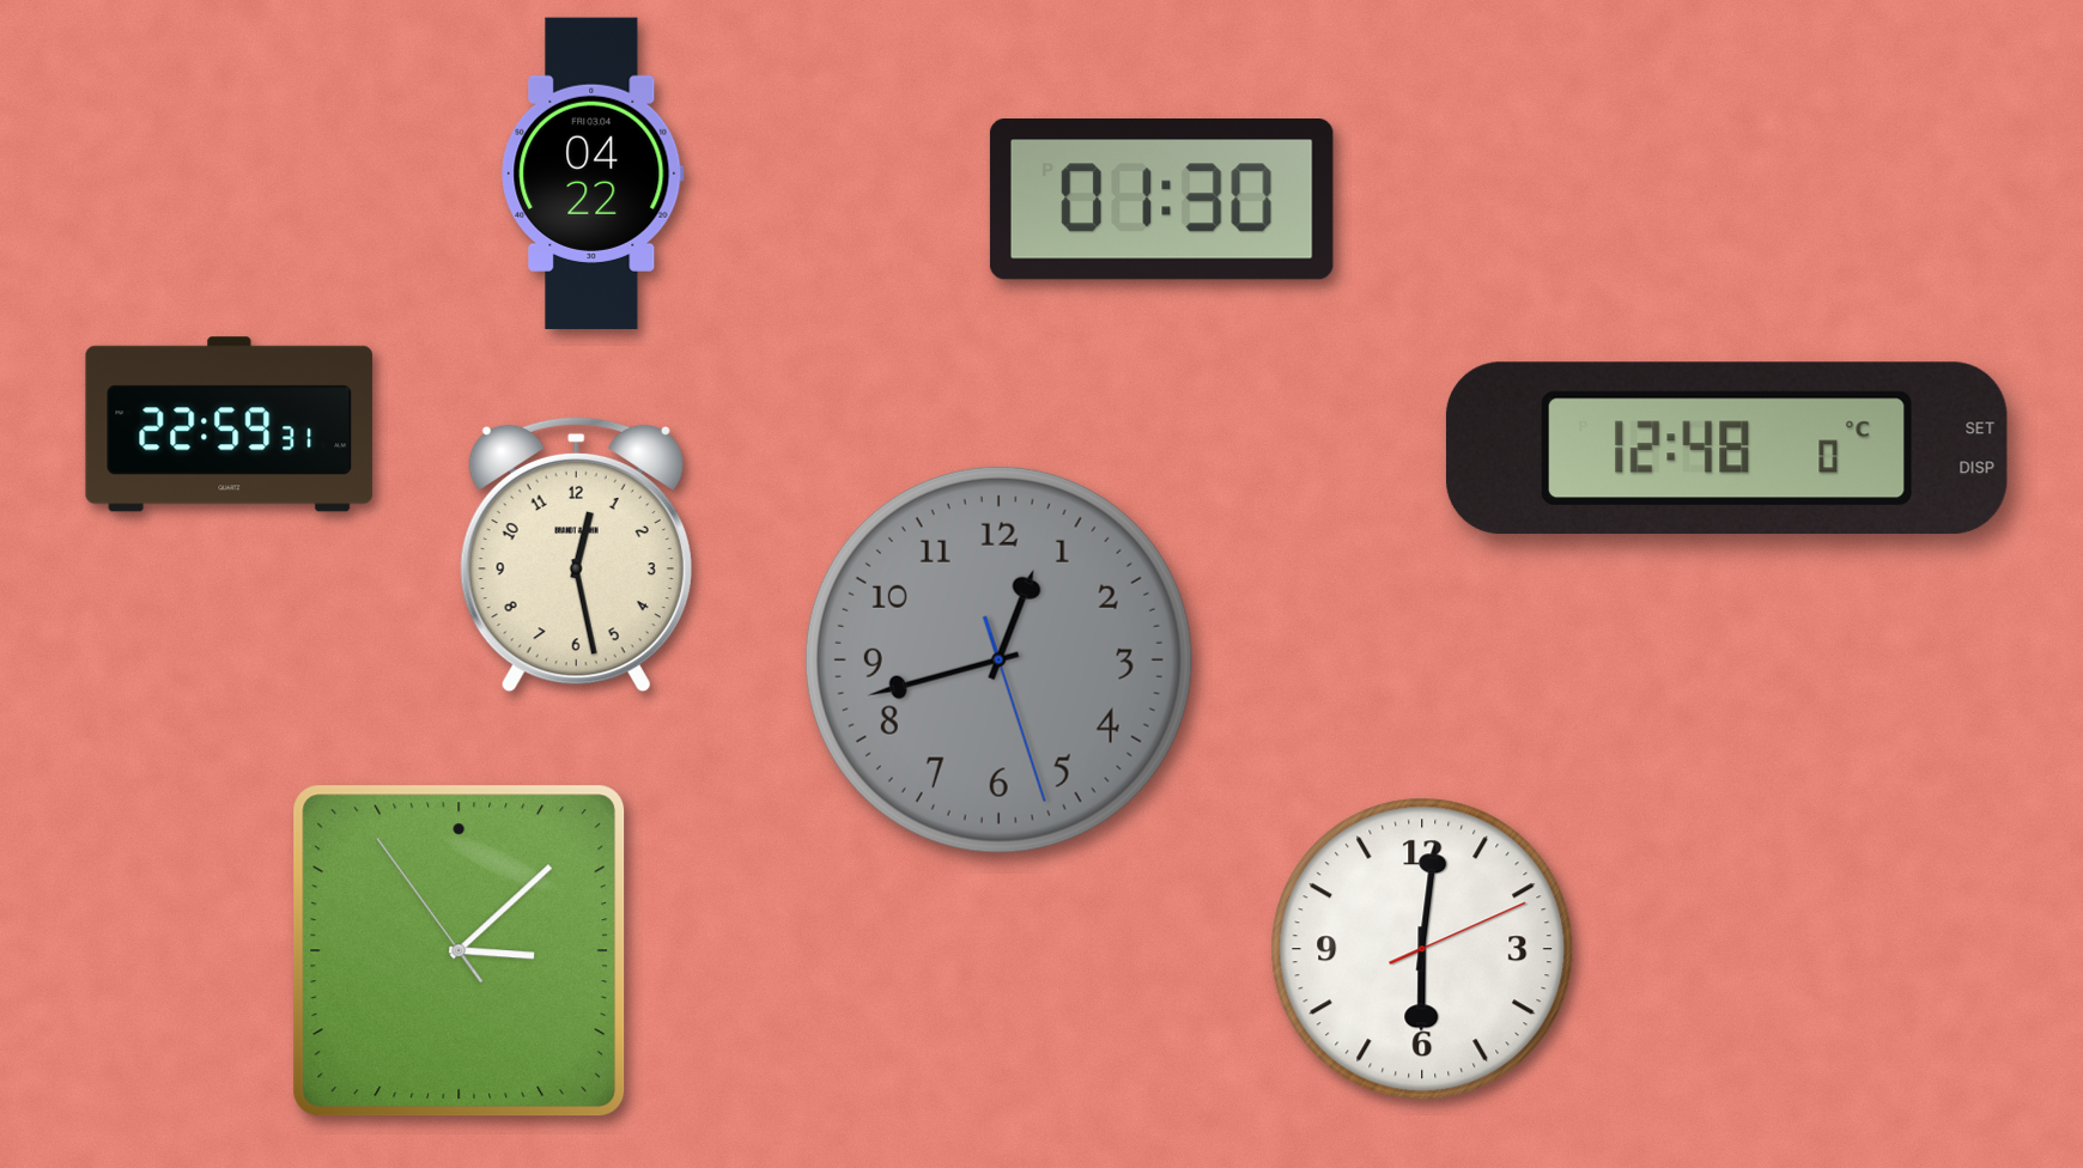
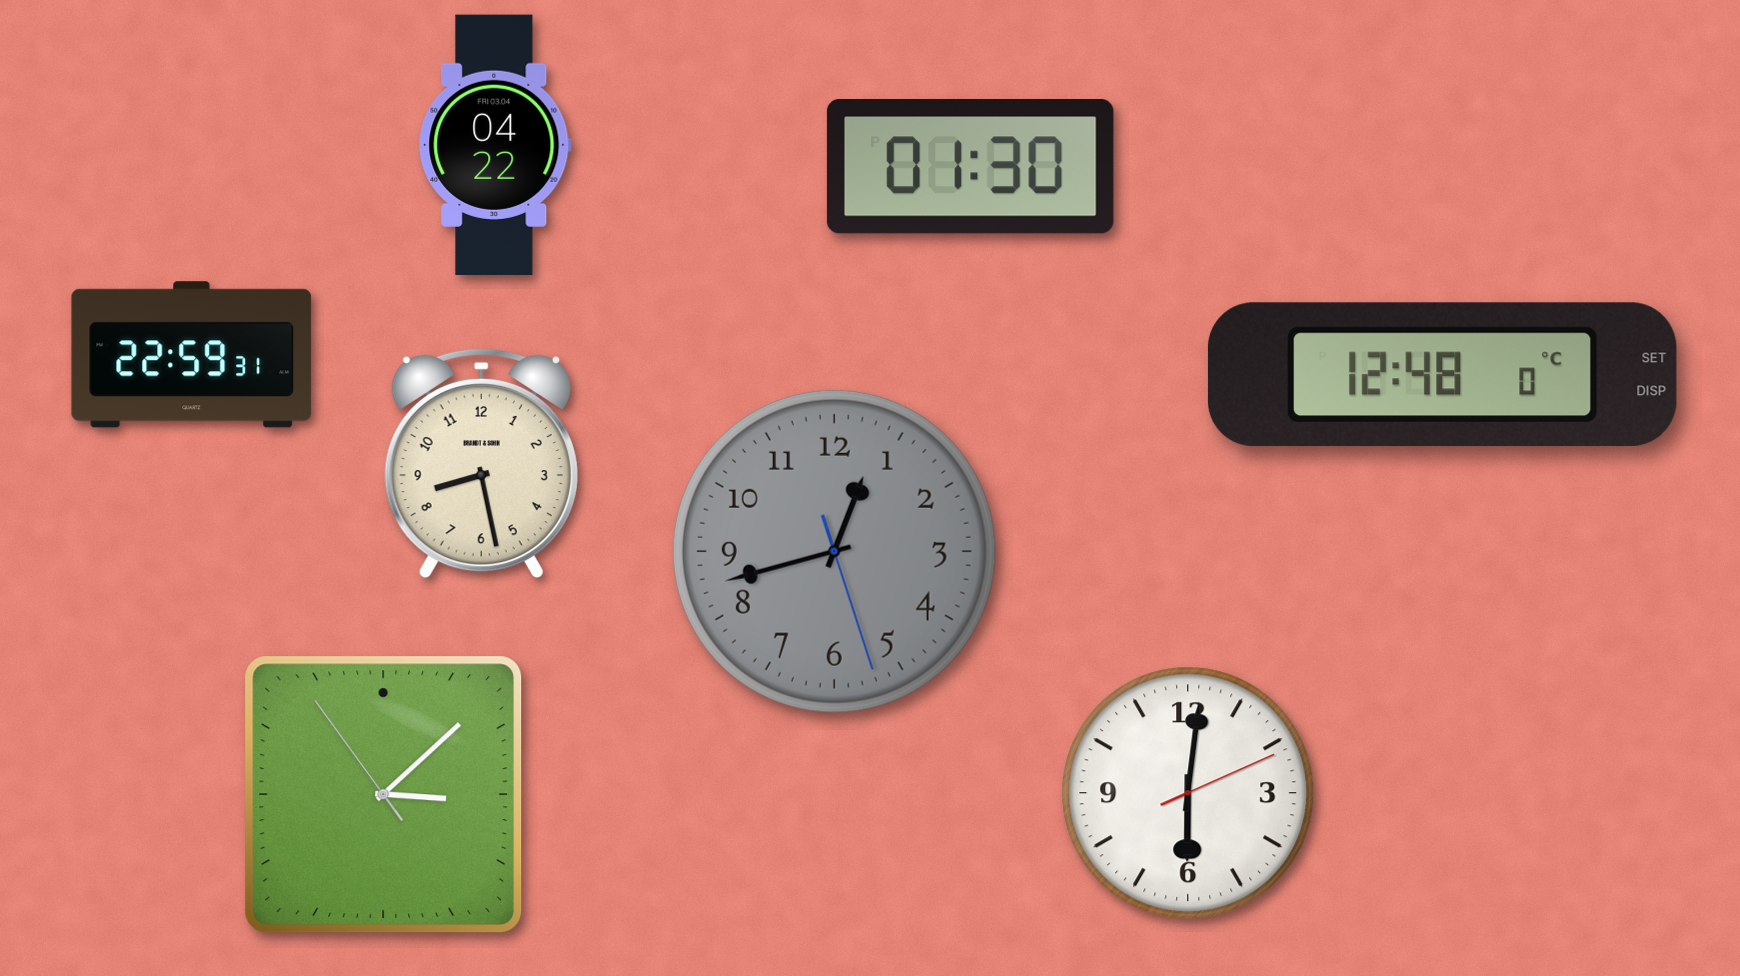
clock at (576, 554): 12:28 -> 8:28
